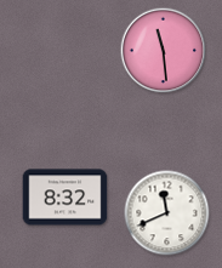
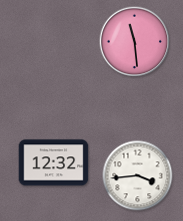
clock at (66, 198): 8:32 -> 12:32
clock at (167, 213): 11:41 -> 3:44
